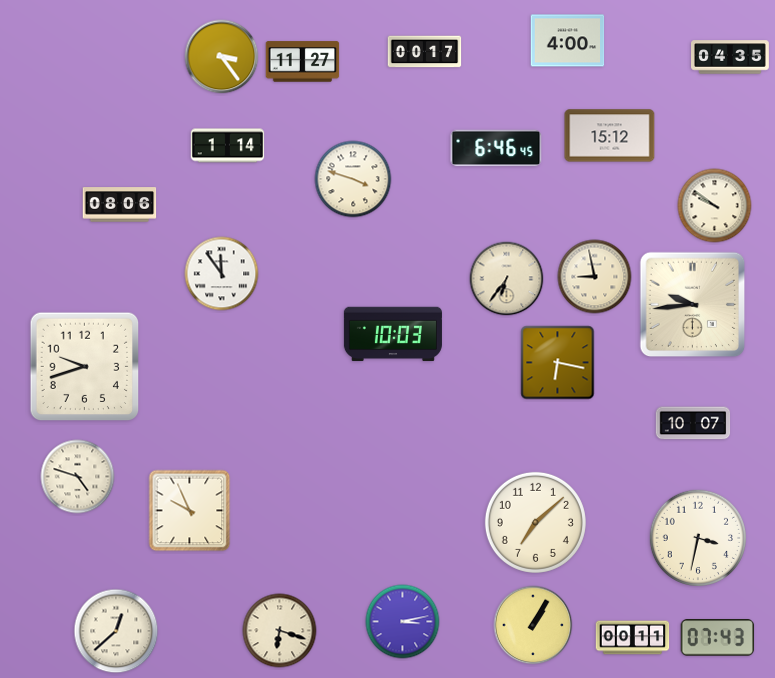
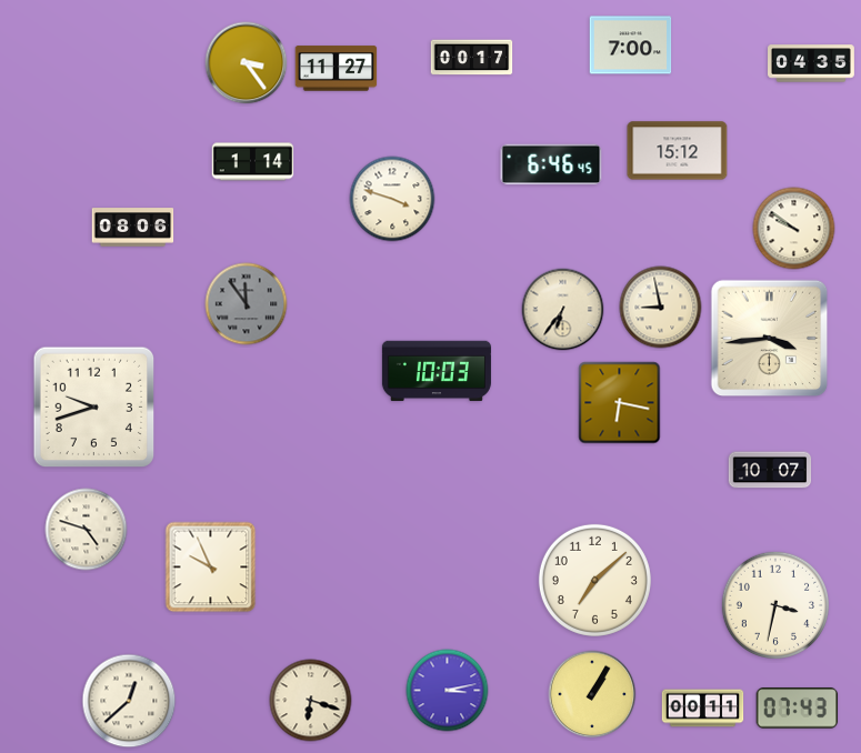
clock at (568, 41): 4:00 -> 7:00
clock at (222, 274) dial: white -> grey
clock at (693, 305): 9:44 -> 3:44
clock at (697, 537) position: (697, 537) -> (774, 604)
